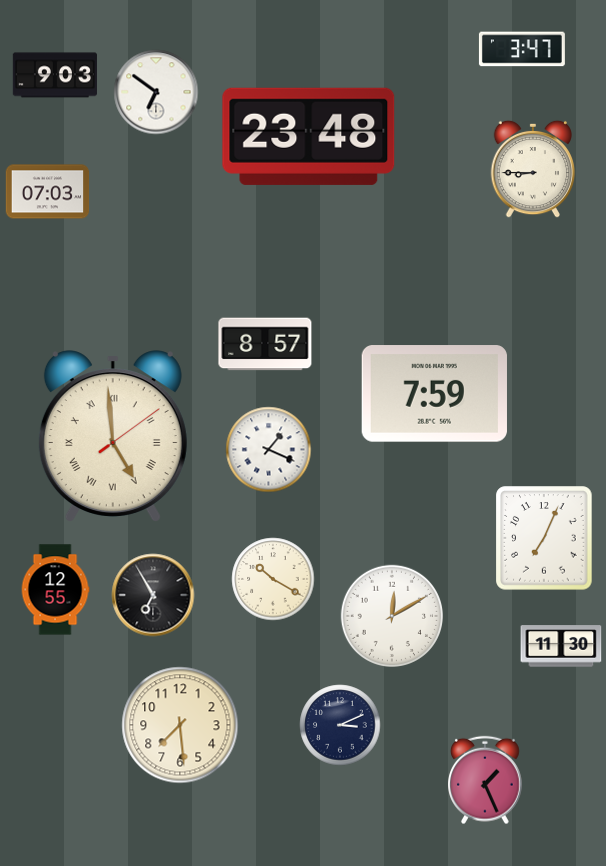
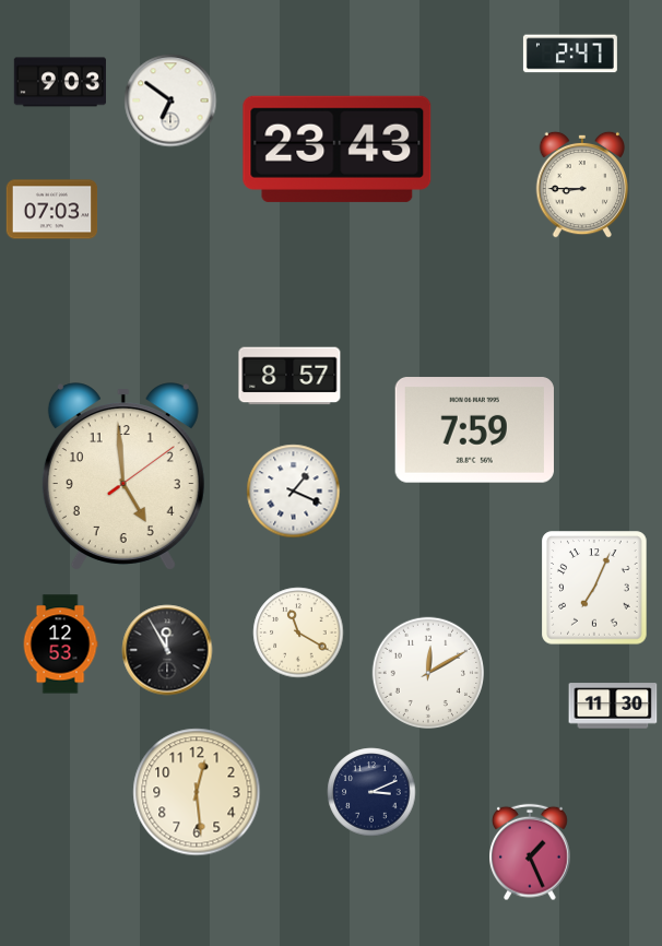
clock at (522, 49): 3:47 -> 2:47
clock at (309, 136): 23:48 -> 23:43
clock at (113, 436) numerals: Roman -> Arabic
clock at (273, 579): 10:20 -> 11:20
clock at (55, 590): 12:55 -> 12:53
clock at (153, 595): 6:55 -> 11:55
clock at (180, 725): 7:29 -> 12:29
